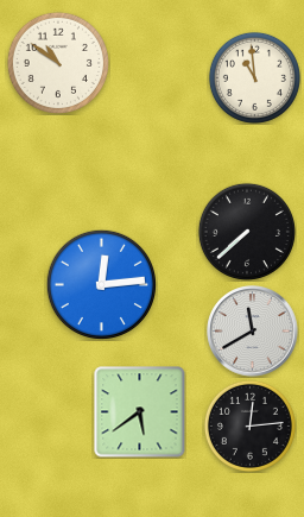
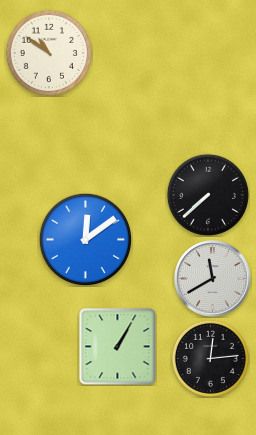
clock at (254, 77): 10:59 -> none
clock at (101, 284): 12:14 -> 12:09
clock at (140, 412): 5:39 -> 1:05
